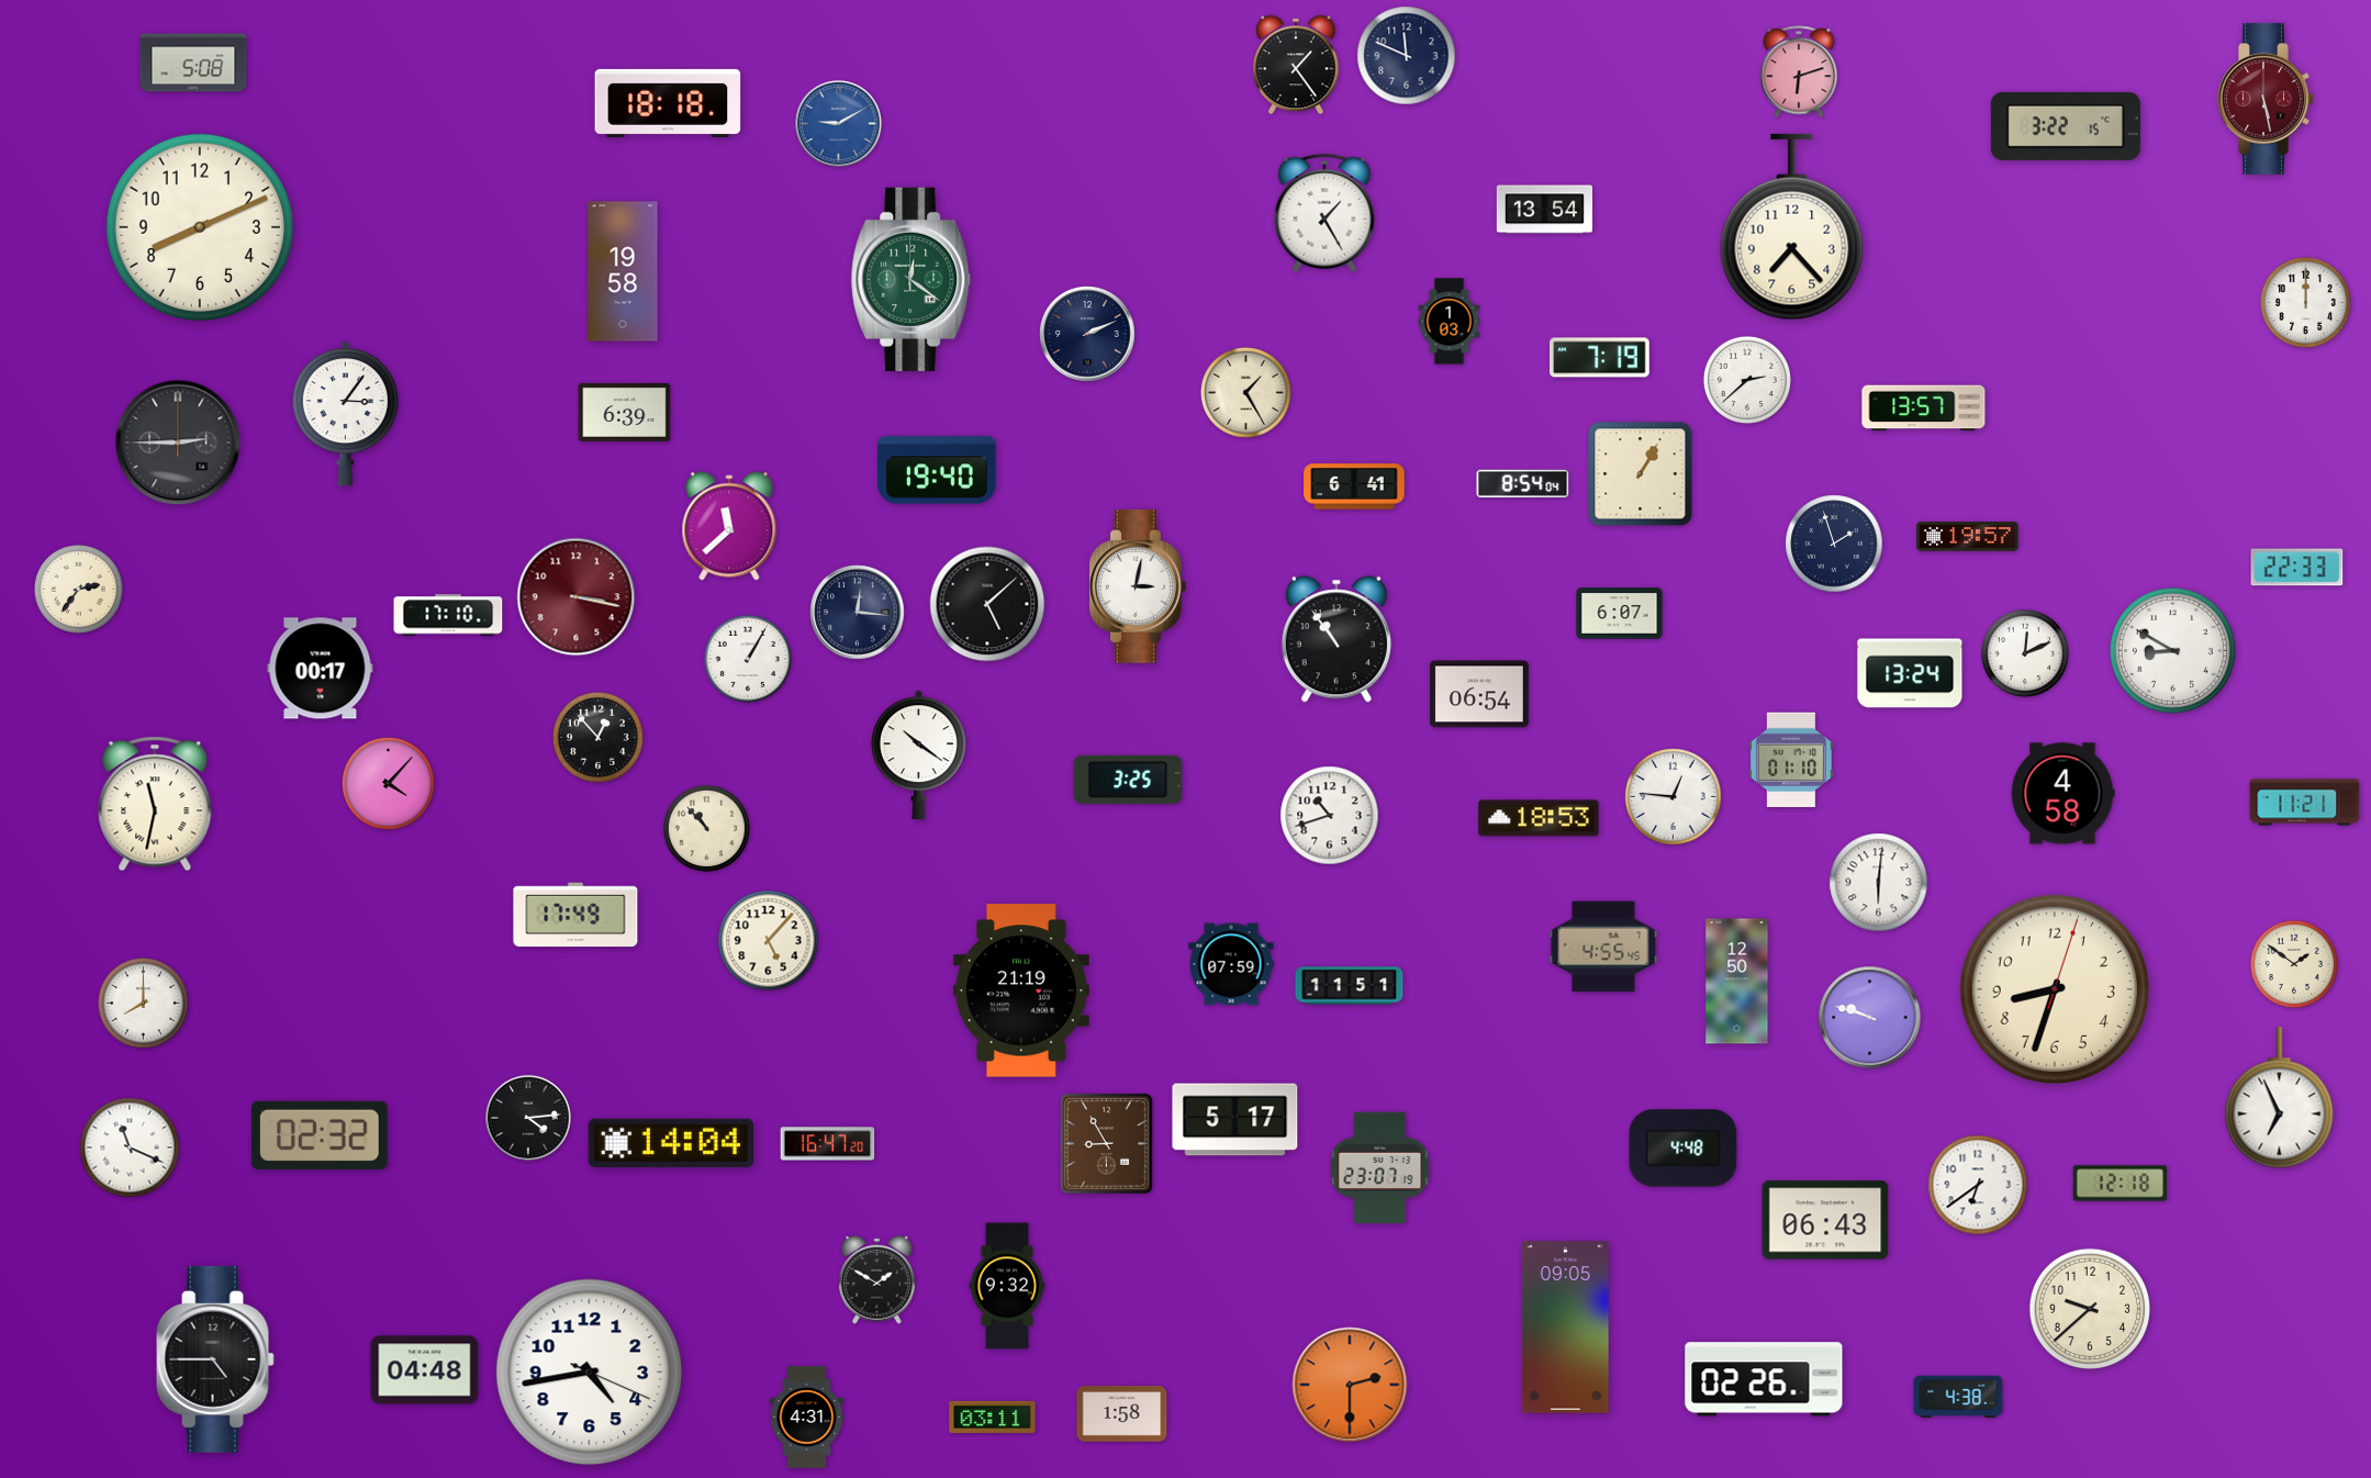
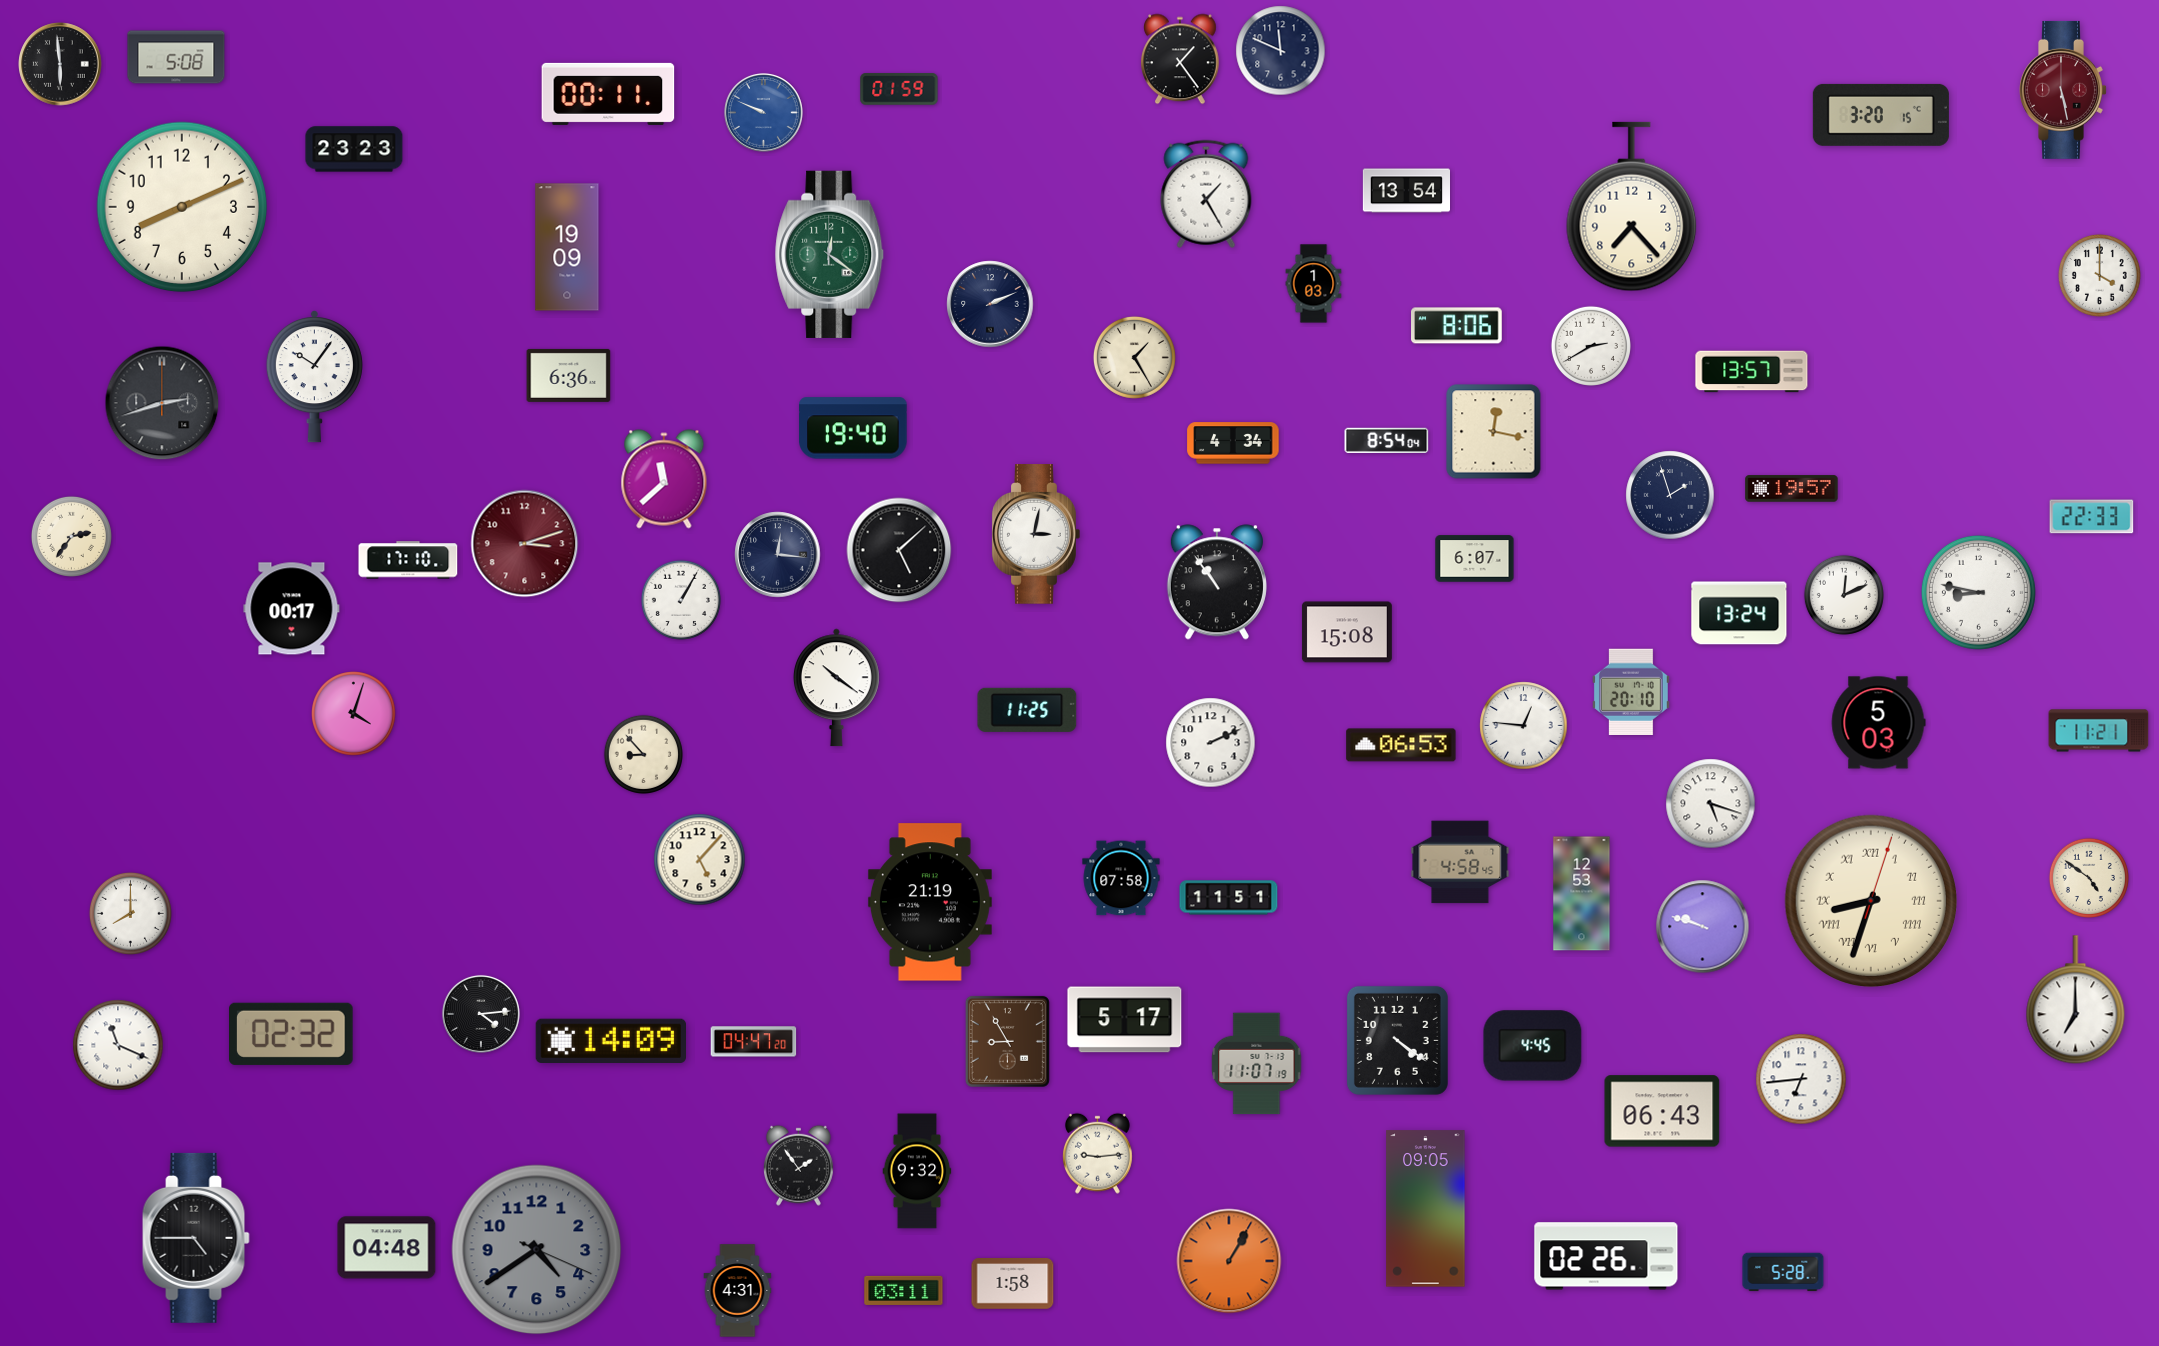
clock at (60, 64): none -> 5:59
clock at (1799, 71): 6:12 -> none
clock at (899, 89): none -> 01:59
clock at (668, 103): 18:18 -> 00:11
clock at (838, 123): 9:10 -> 9:49
clock at (2066, 126): 3:22 -> 3:20
clock at (354, 149): none -> 23:23
clock at (623, 271): 19:58 -> 19:09
clock at (2305, 302): 12:00 -> 4:00
clock at (1450, 322) position: (1450, 322) -> (1314, 284)
clock at (1600, 358): 7:19 -> 8:06
clock at (1747, 380): 2:38 -> 2:40
clock at (625, 412): 6:39 -> 6:36
clock at (345, 414): 3:06 -> 10:06
clock at (178, 443): 2:45 -> 2:42
clock at (1641, 474): 1:05 -> 12:17
clock at (1354, 486): 6:41 -> 4:34
clock at (577, 597): 3:17 -> 3:12
clock at (858, 613) position: (858, 613) -> (778, 555)
clock at (2172, 650): 8:50 -> 8:47
clock at (1479, 694): 06:54 -> 15:08
clock at (597, 737): 12:53 -> none
clock at (1791, 759): 01:10 -> 20:10
clock at (1128, 780): 3:25 -> 11:25
clock at (389, 784): 4:07 -> 4:03
clock at (2062, 794): 4:58 -> 5:03
clock at (155, 804): 11:32 -> none
clock at (1330, 816): 10:42 -> 2:11
clock at (1539, 818): 18:53 -> 06:53
clock at (706, 828): 10:53 -> 8:53
clock at (1879, 883): 6:01 -> 5:18
clock at (575, 915): 17:49 -> none
clock at (769, 941) position: (769, 941) -> (700, 860)
clock at (1603, 947): 4:55 -> 4:58
clock at (1231, 964): 07:59 -> 07:58
clock at (2294, 964): 1:51 -> 4:51
clock at (1737, 982): 12:50 -> 12:53
clock at (2054, 988) numerals: Arabic -> Roman
clock at (2280, 1098): 6:56 -> 7:00
clock at (528, 1118) position: (528, 1118) -> (481, 1014)
clock at (1397, 1040): none -> 4:21
clock at (670, 1143): 14:04 -> 14:09
clock at (828, 1144): 16:47 -> 04:47
clock at (1684, 1149): 4:48 -> 4:45
clock at (1380, 1168): 23:07 -> 11:07
clock at (2121, 1184): 12:18 -> none
clock at (1978, 1185): 6:39 -> 6:44
clock at (1097, 1153): none -> 9:14
clock at (876, 1279): 1:50 -> 1:54
clock at (2089, 1308): 9:38 -> none
clock at (590, 1373): 4:43 -> 4:39
clock at (590, 1373) dial: white -> grey
clock at (1350, 1385): 2:30 -> 1:05
clock at (1958, 1397): 4:38 -> 5:28
clock at (1122, 1414) position: (1122, 1414) -> (1013, 1284)
clock at (807, 1418) position: (807, 1418) -> (738, 1291)
